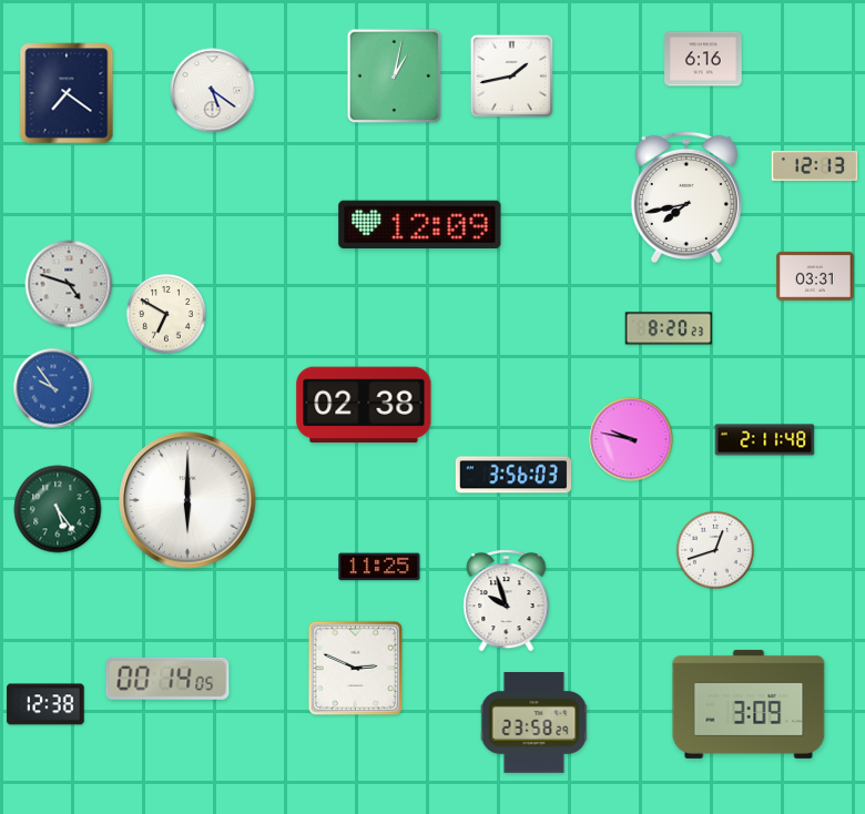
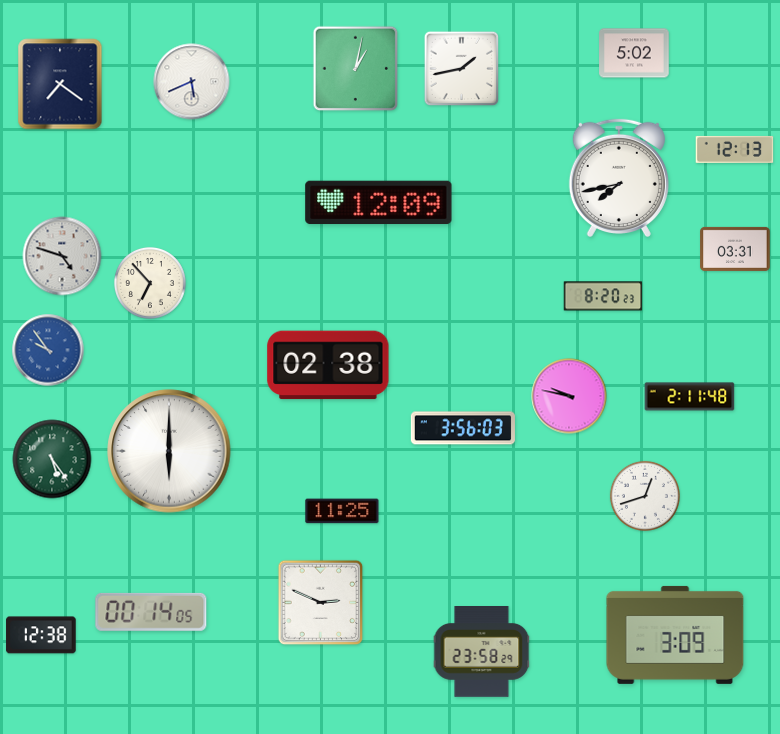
clock at (703, 59): 6:16 -> 5:02
clock at (213, 91): 5:21 -> 5:41
clock at (166, 314): 6:50 -> 6:53
clock at (507, 601): 9:57 -> none
